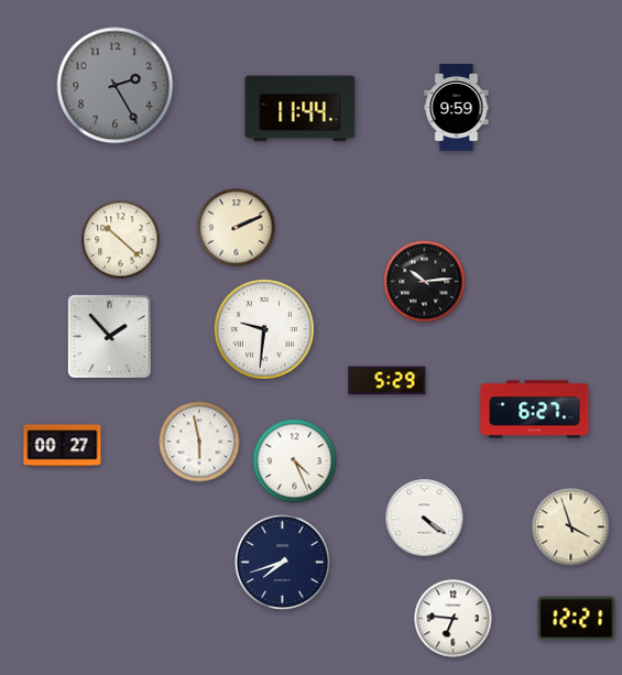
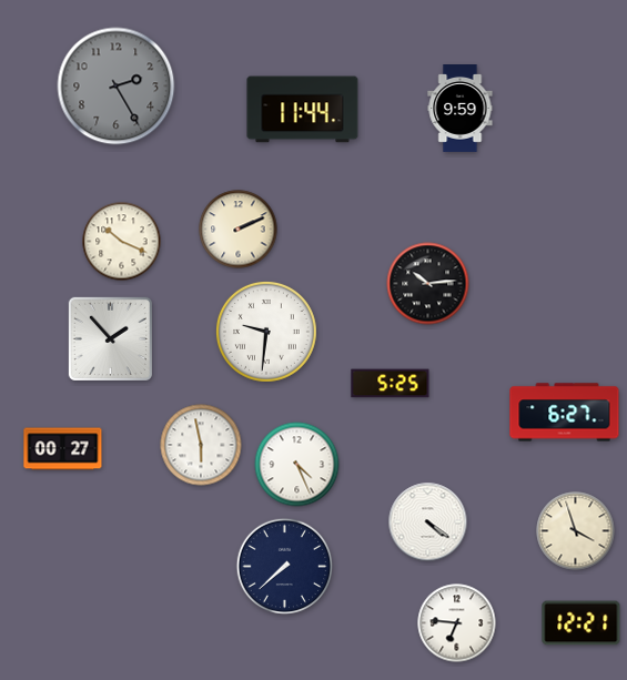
clock at (121, 240): 10:22 -> 10:19
clock at (388, 381): 5:29 -> 5:25
clock at (535, 410) position: (535, 410) -> (565, 413)
clock at (283, 563): 7:42 -> 7:38
